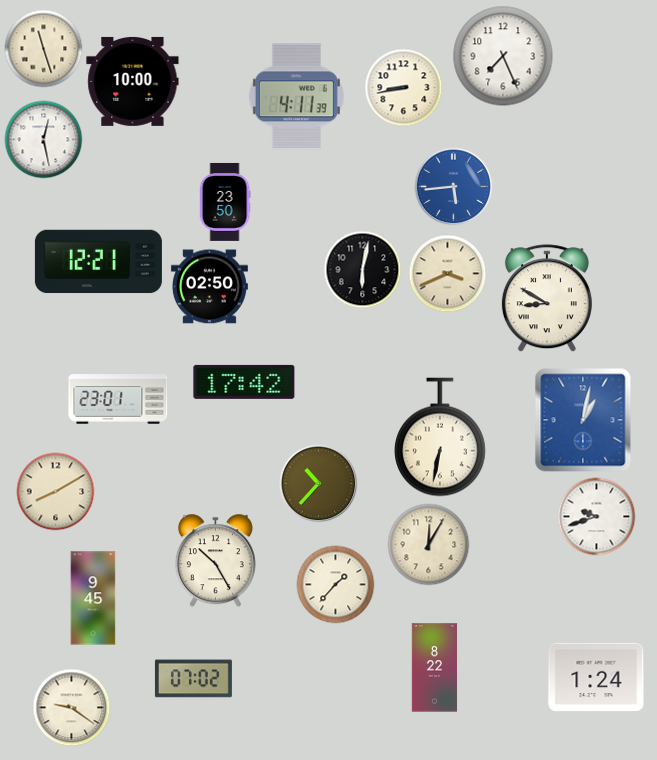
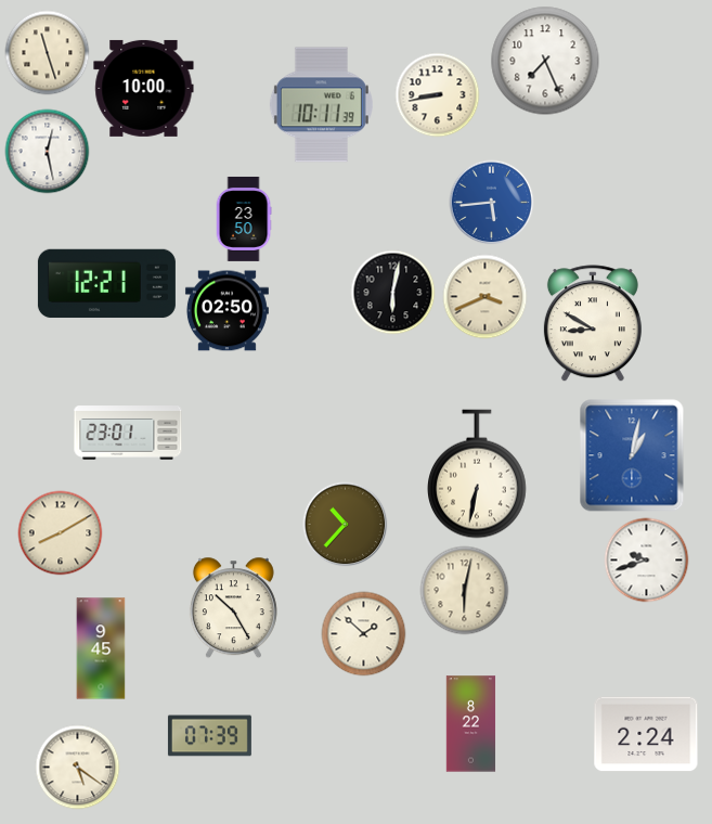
clock at (296, 97): 4:11 -> 10:11
clock at (244, 382): 17:42 -> none
clock at (428, 544): 12:05 -> 6:02
clock at (335, 584): 1:37 -> 1:52
clock at (596, 677): 1:24 -> 2:24
clock at (193, 679): 07:02 -> 07:39
clock at (71, 707): 9:21 -> 5:21
